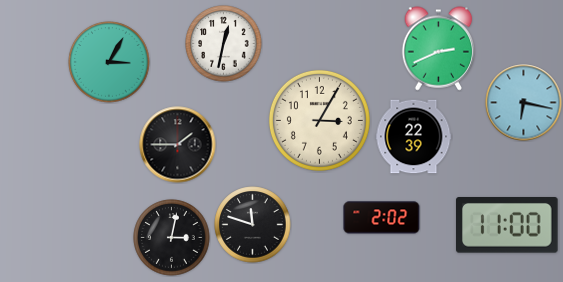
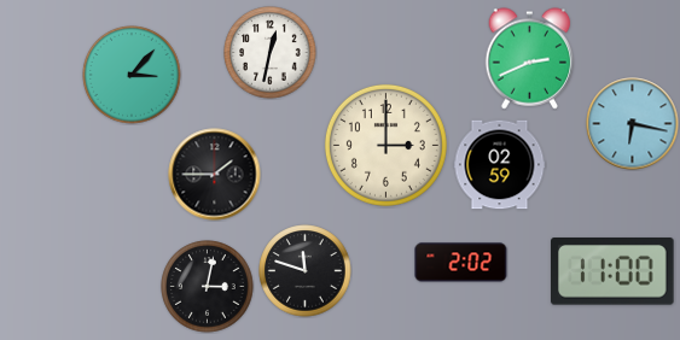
clock at (109, 62): 3:05 -> 3:07
clock at (319, 120): 3:05 -> 3:00
clock at (414, 137): 22:39 -> 02:59
